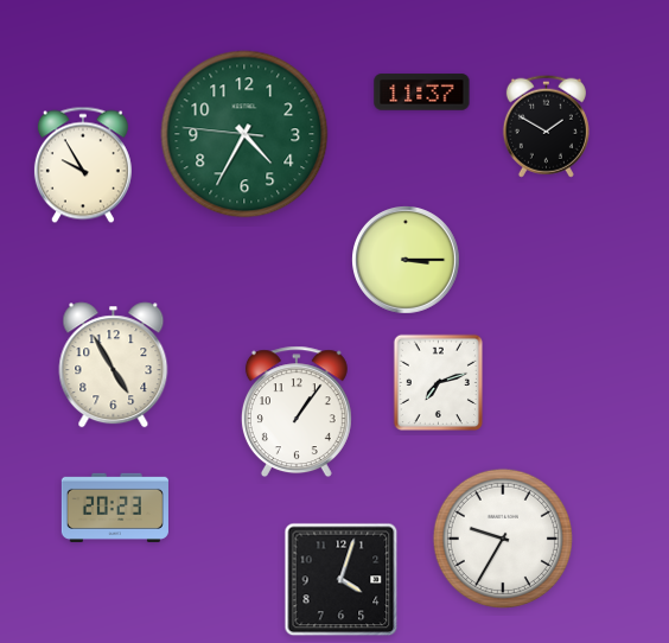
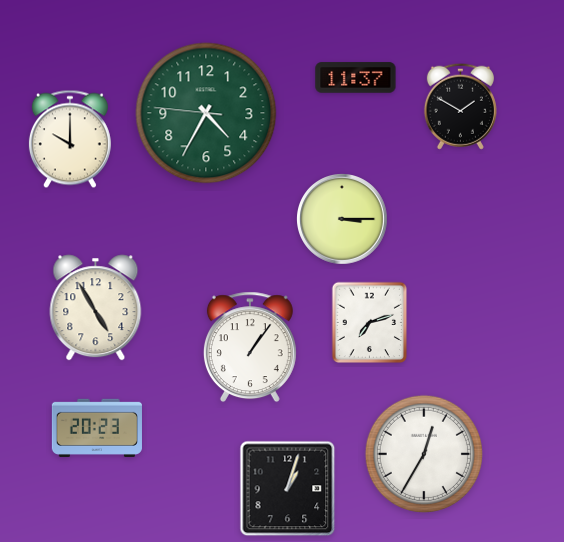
clock at (83, 165): 9:55 -> 10:00
clock at (503, 539): 9:35 -> 12:35
clock at (342, 580): 4:03 -> 1:03
